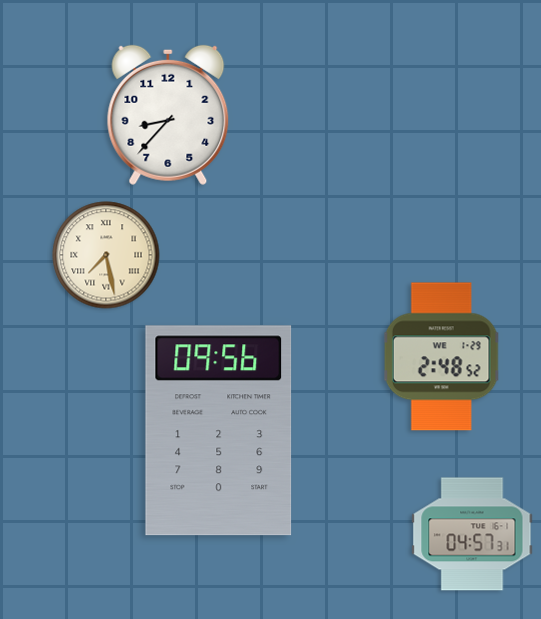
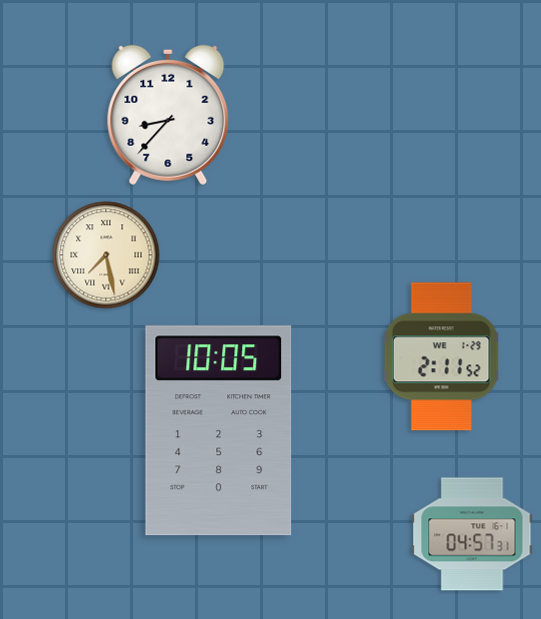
clock at (441, 357): 2:48 -> 2:11
clock at (219, 431): 09:56 -> 10:05
